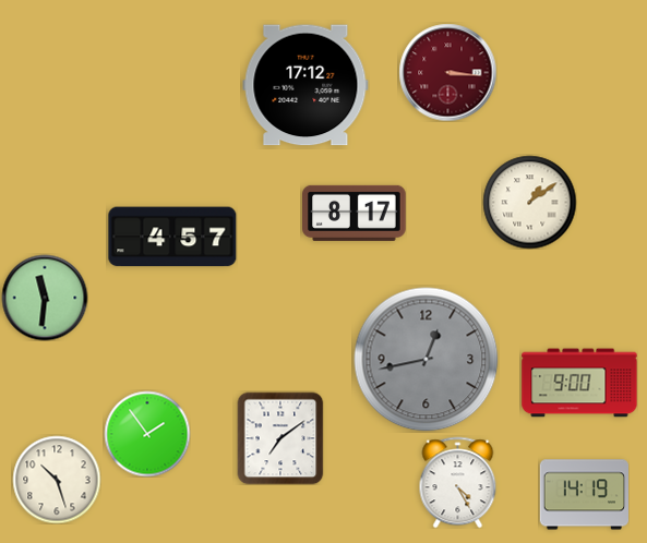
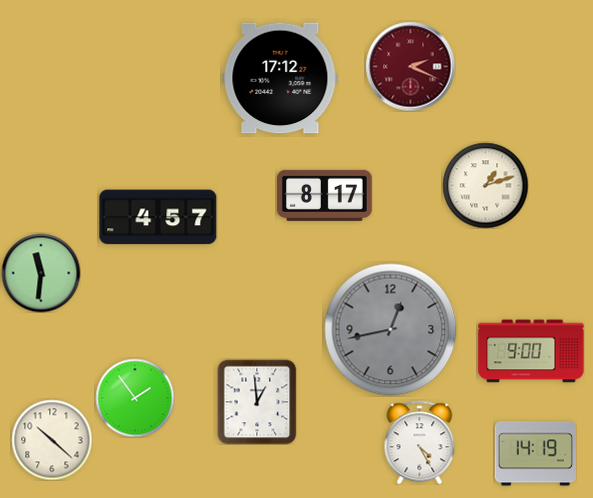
clock at (447, 72): 3:16 -> 2:19
clock at (529, 202): 1:09 -> 1:12
clock at (280, 438): 7:09 -> 12:59
clock at (57, 480): 10:27 -> 10:22
